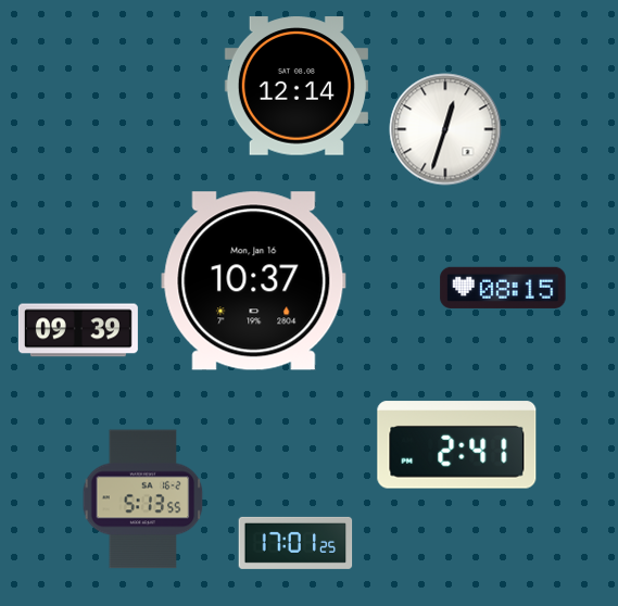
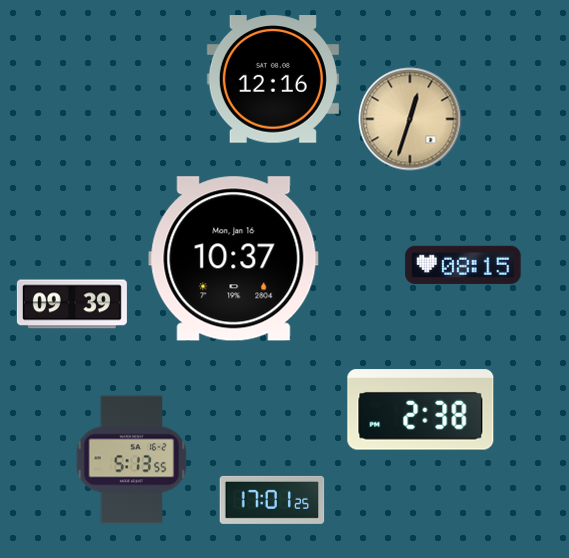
clock at (297, 86): 12:14 -> 12:16
clock at (445, 129) dial: white -> champagne
clock at (457, 445): 2:41 -> 2:38
